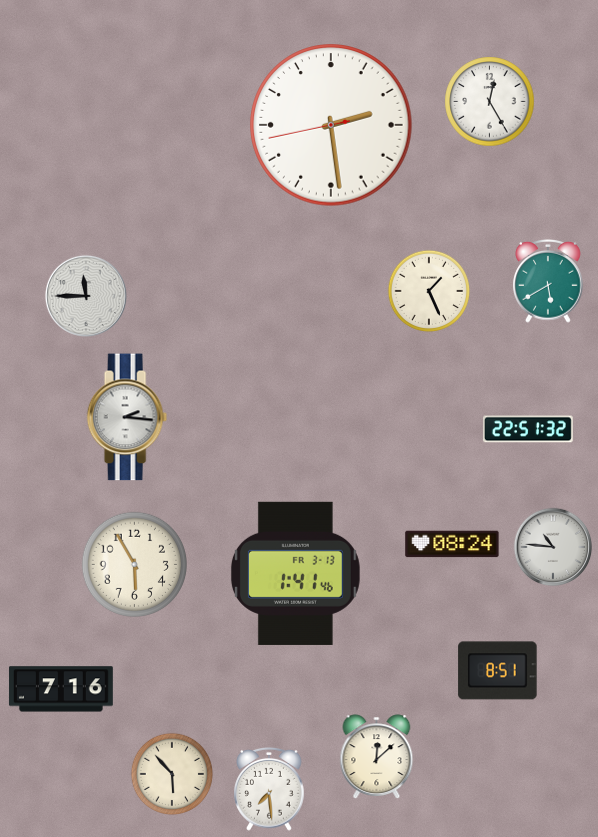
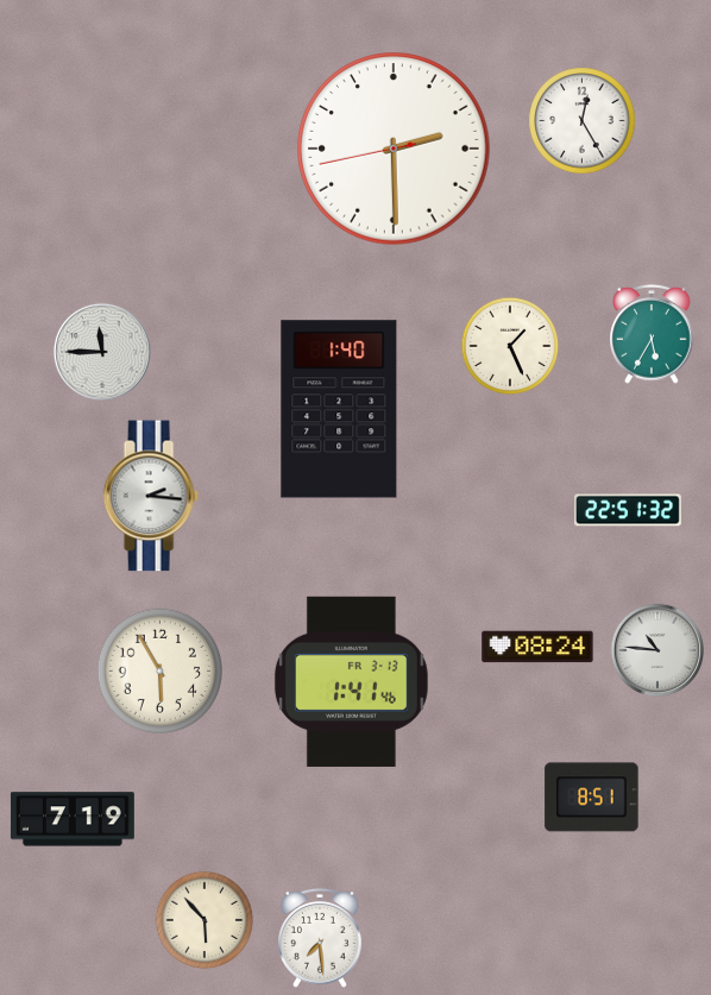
clock at (331, 125): 2:28 -> 2:29
clock at (548, 282): 5:40 -> 5:35
clock at (339, 409): none -> 1:40
clock at (61, 689): 7:16 -> 7:19
clock at (377, 757): 12:08 -> none
